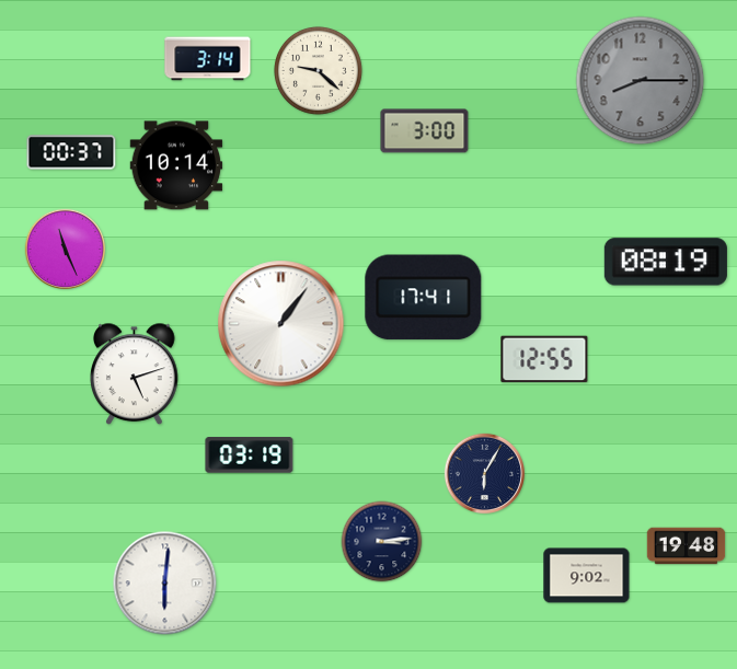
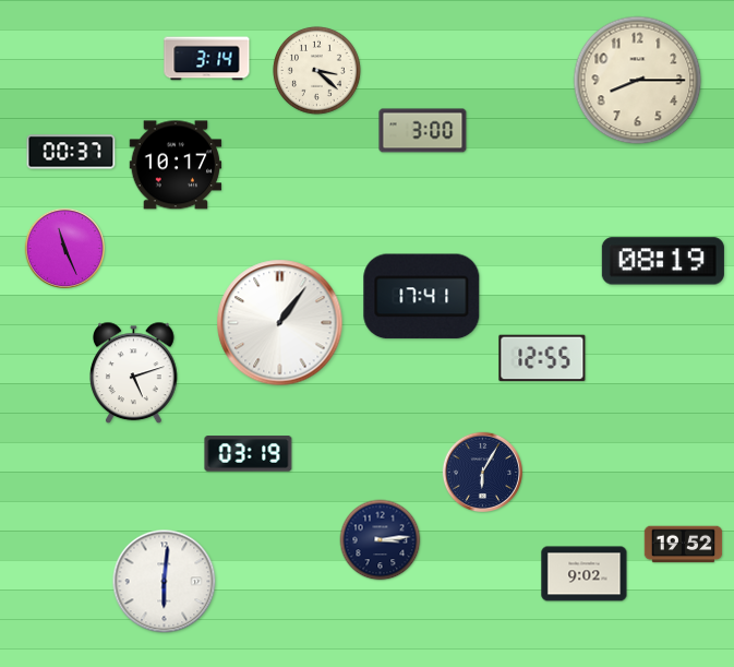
clock at (318, 70): 9:22 -> 3:22
clock at (641, 81) dial: grey -> cream
clock at (176, 165): 10:14 -> 10:17
clock at (687, 546): 19:48 -> 19:52
